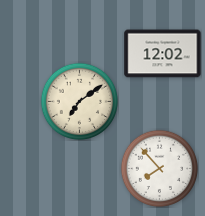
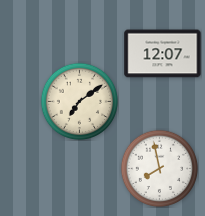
clock at (163, 54): 12:02 -> 12:07
clock at (159, 168): 7:53 -> 7:58
